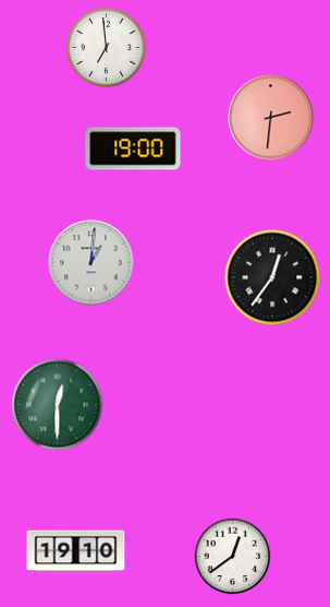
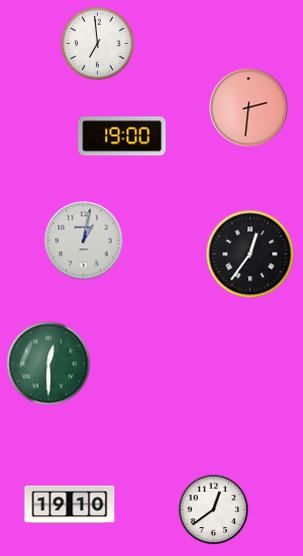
clock at (91, 263): 1:01 -> 1:02
clock at (58, 405) position: (58, 405) -> (49, 364)
